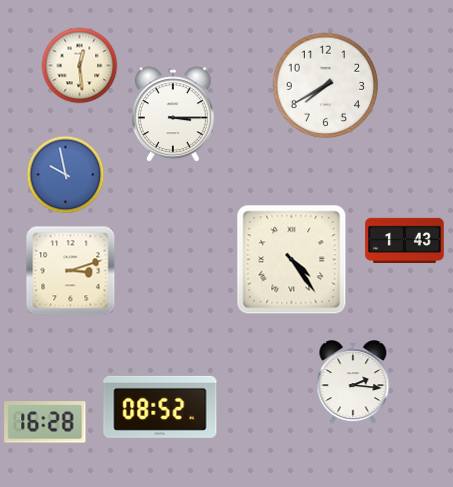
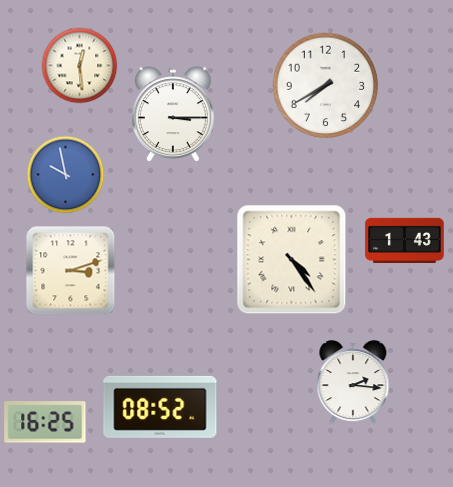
clock at (45, 422): 16:28 -> 16:25
